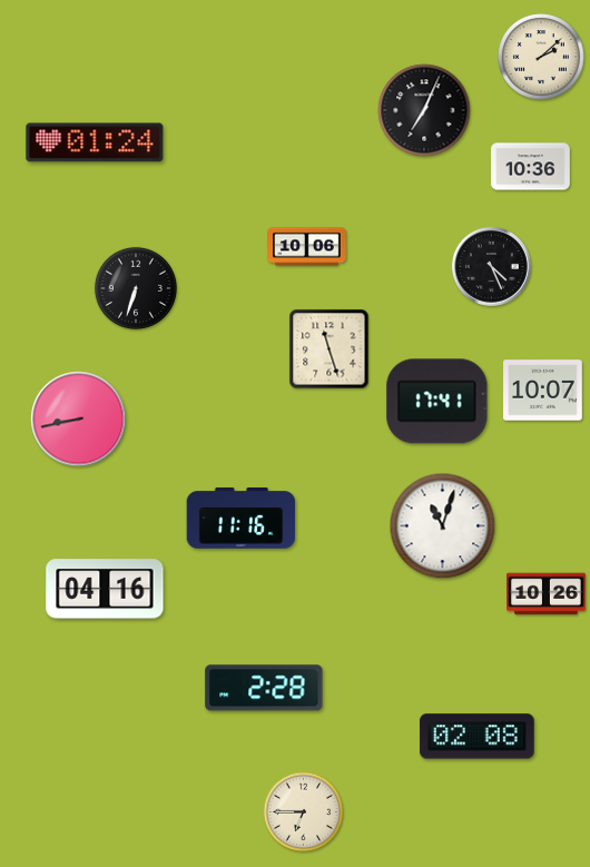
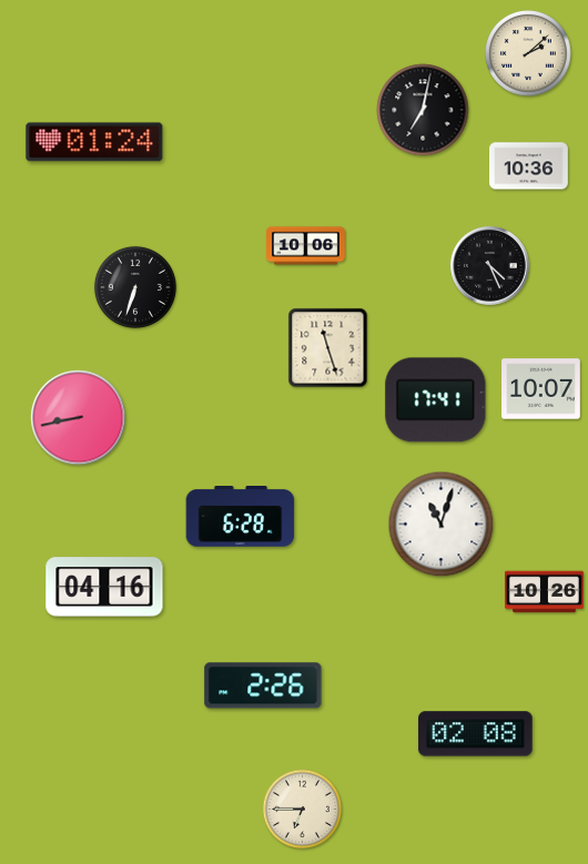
clock at (542, 58) position: (542, 58) -> (529, 54)
clock at (424, 110): 7:04 -> 7:02
clock at (242, 519): 11:16 -> 6:28
clock at (264, 688): 2:28 -> 2:26
